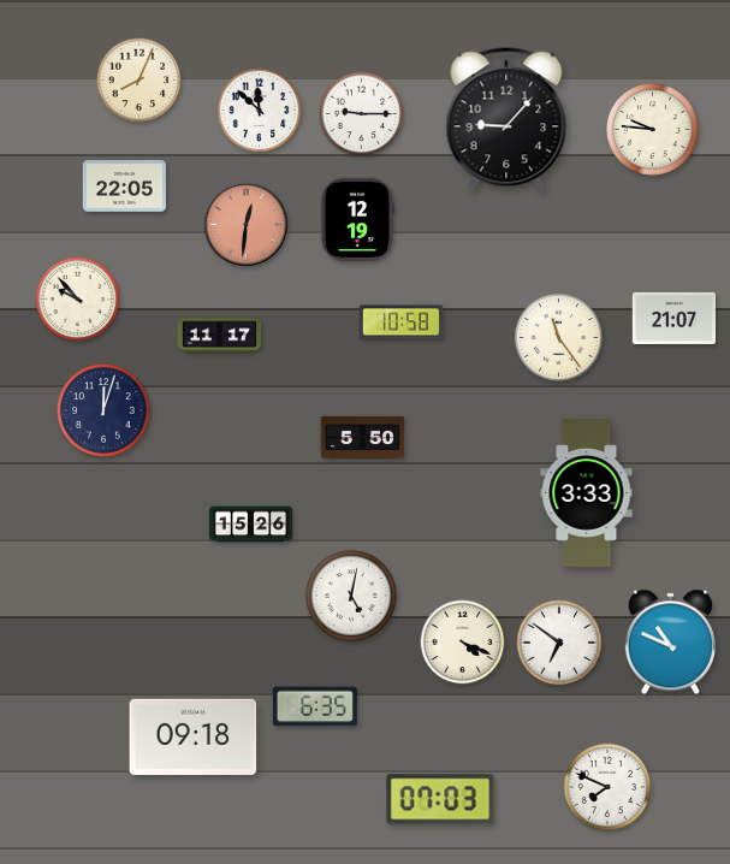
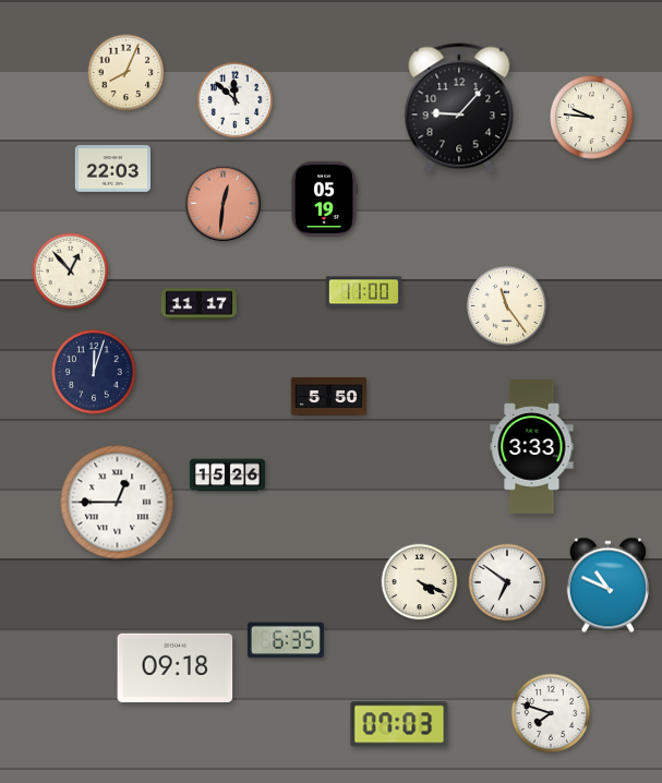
clock at (362, 114): 9:15 -> none
clock at (124, 187): 22:05 -> 22:03
clock at (356, 219): 12:19 -> 05:19
clock at (78, 300): 9:53 -> 12:53
clock at (673, 318): 21:07 -> none
clock at (400, 322): 10:58 -> 11:00
clock at (118, 503): none -> 12:45
clock at (351, 596): 5:02 -> none
clock at (670, 643) position: (670, 643) -> (607, 586)
clock at (607, 787): 7:49 -> 7:48
